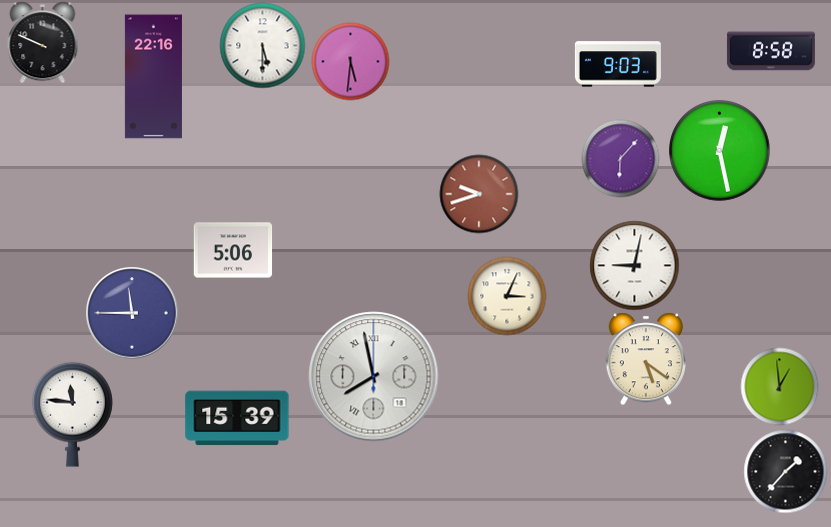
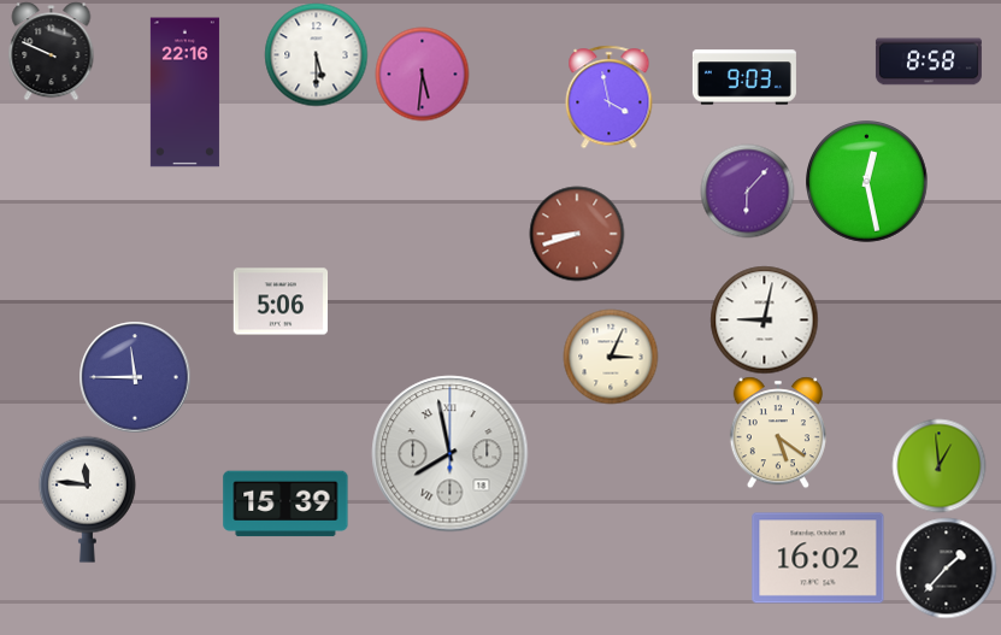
clock at (610, 96): none -> 3:58
clock at (479, 194): 9:42 -> 8:42
clock at (132, 313) position: (132, 313) -> (135, 377)
clock at (818, 558): none -> 16:02
